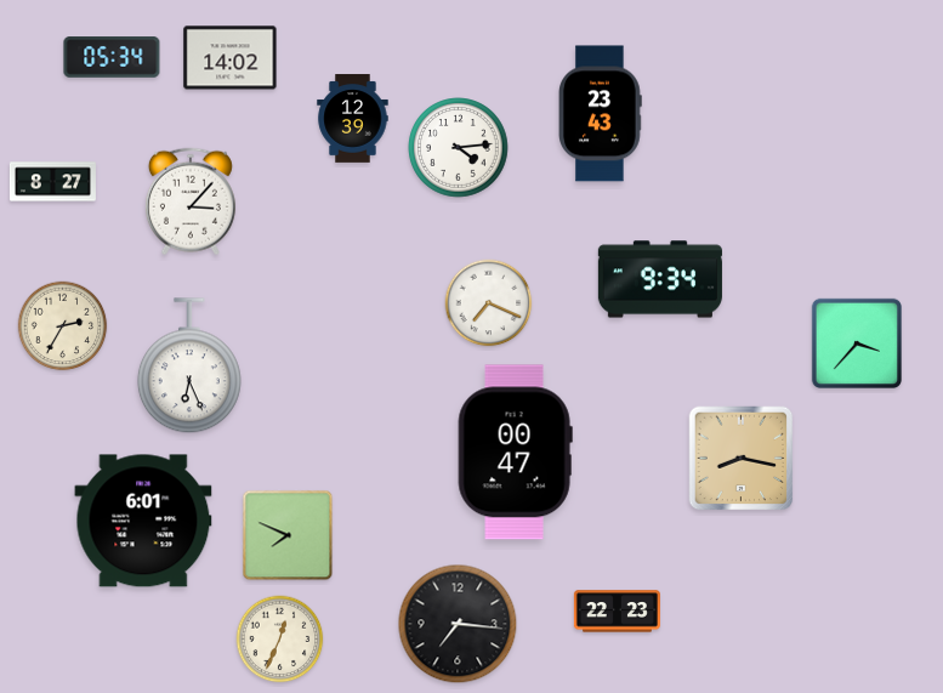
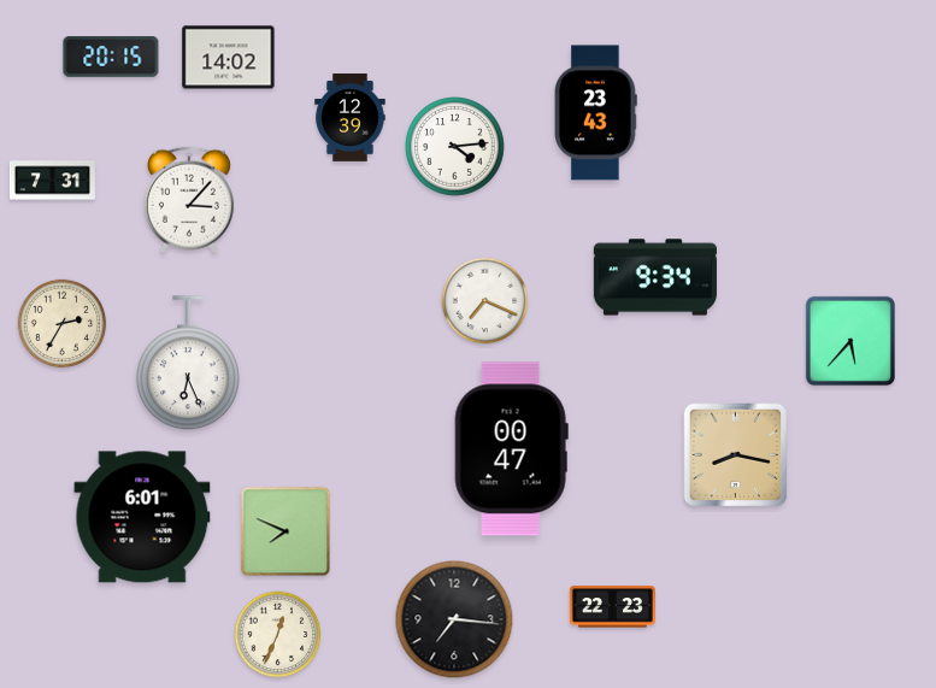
clock at (112, 57): 05:34 -> 20:15
clock at (52, 182): 8:27 -> 7:31
clock at (856, 342): 3:37 -> 5:37
